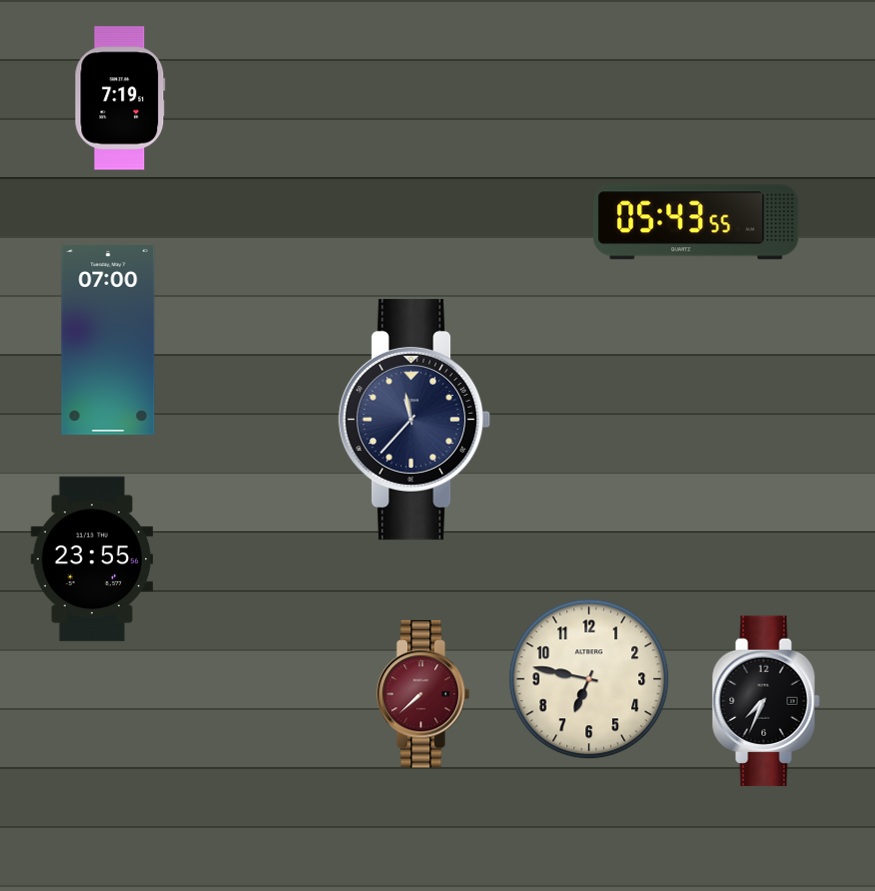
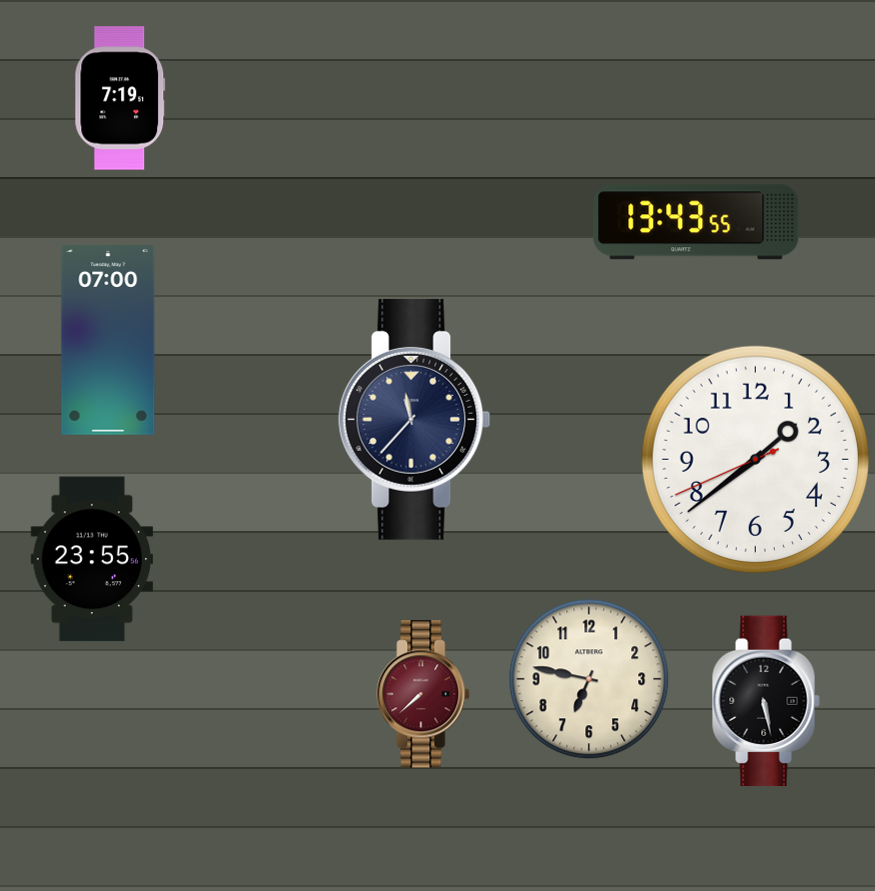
clock at (696, 222): 05:43 -> 13:43
clock at (755, 459): none -> 1:38
clock at (766, 701): 7:34 -> 5:28
